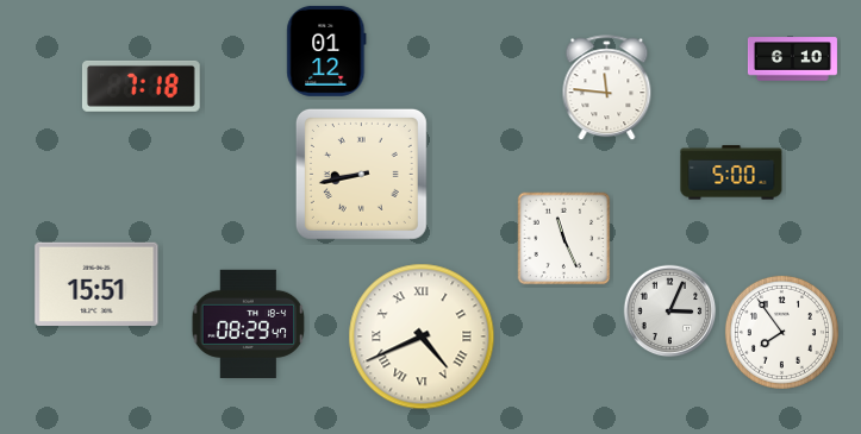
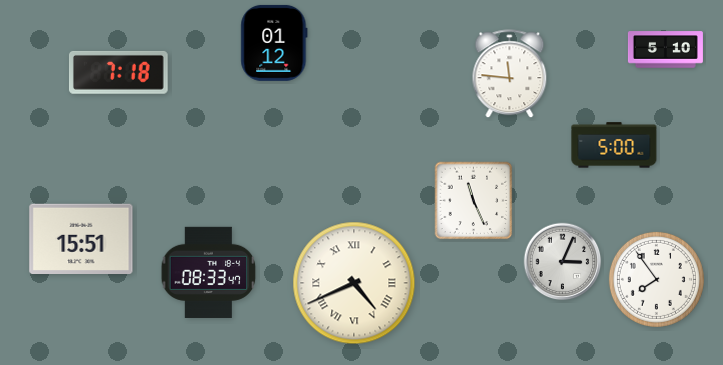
clock at (792, 59): 6:10 -> 5:10
clock at (361, 174): 8:43 -> none
clock at (249, 323): 08:29 -> 08:33
